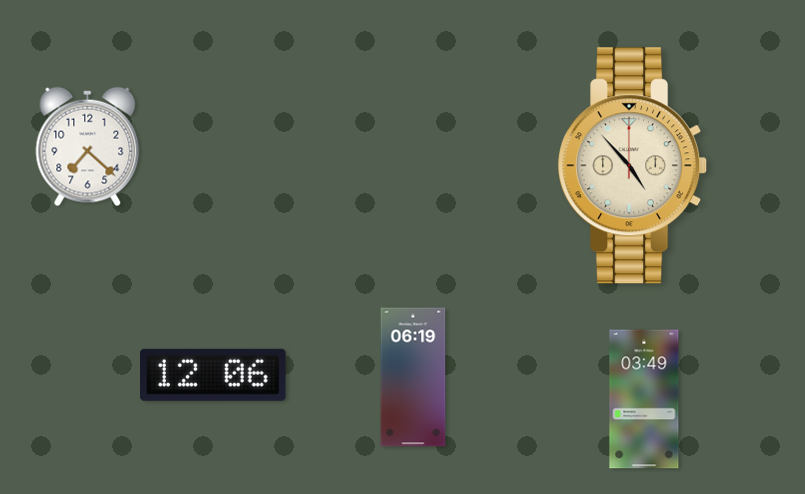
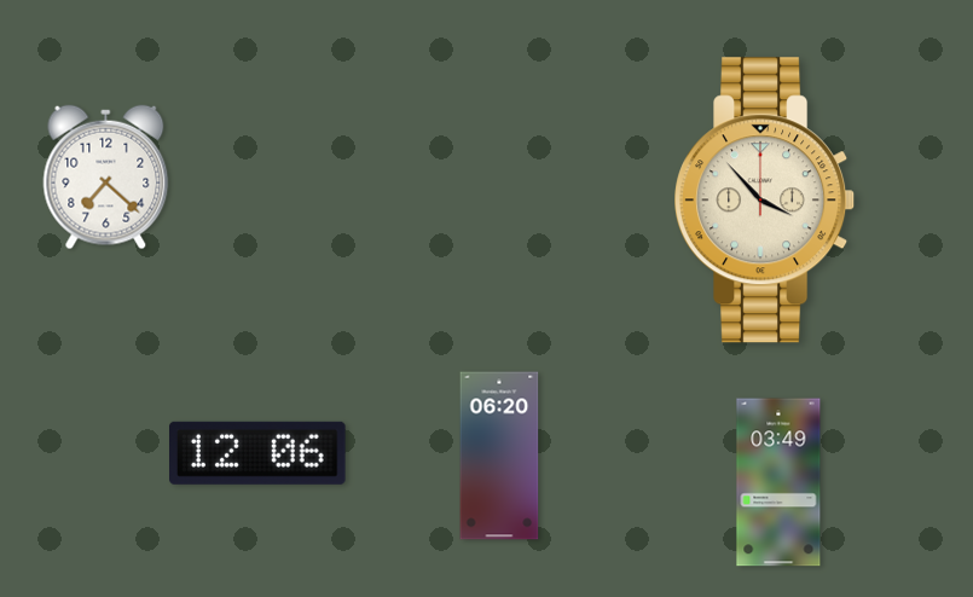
clock at (633, 166): 4:53 -> 3:53
clock at (413, 377): 06:19 -> 06:20
